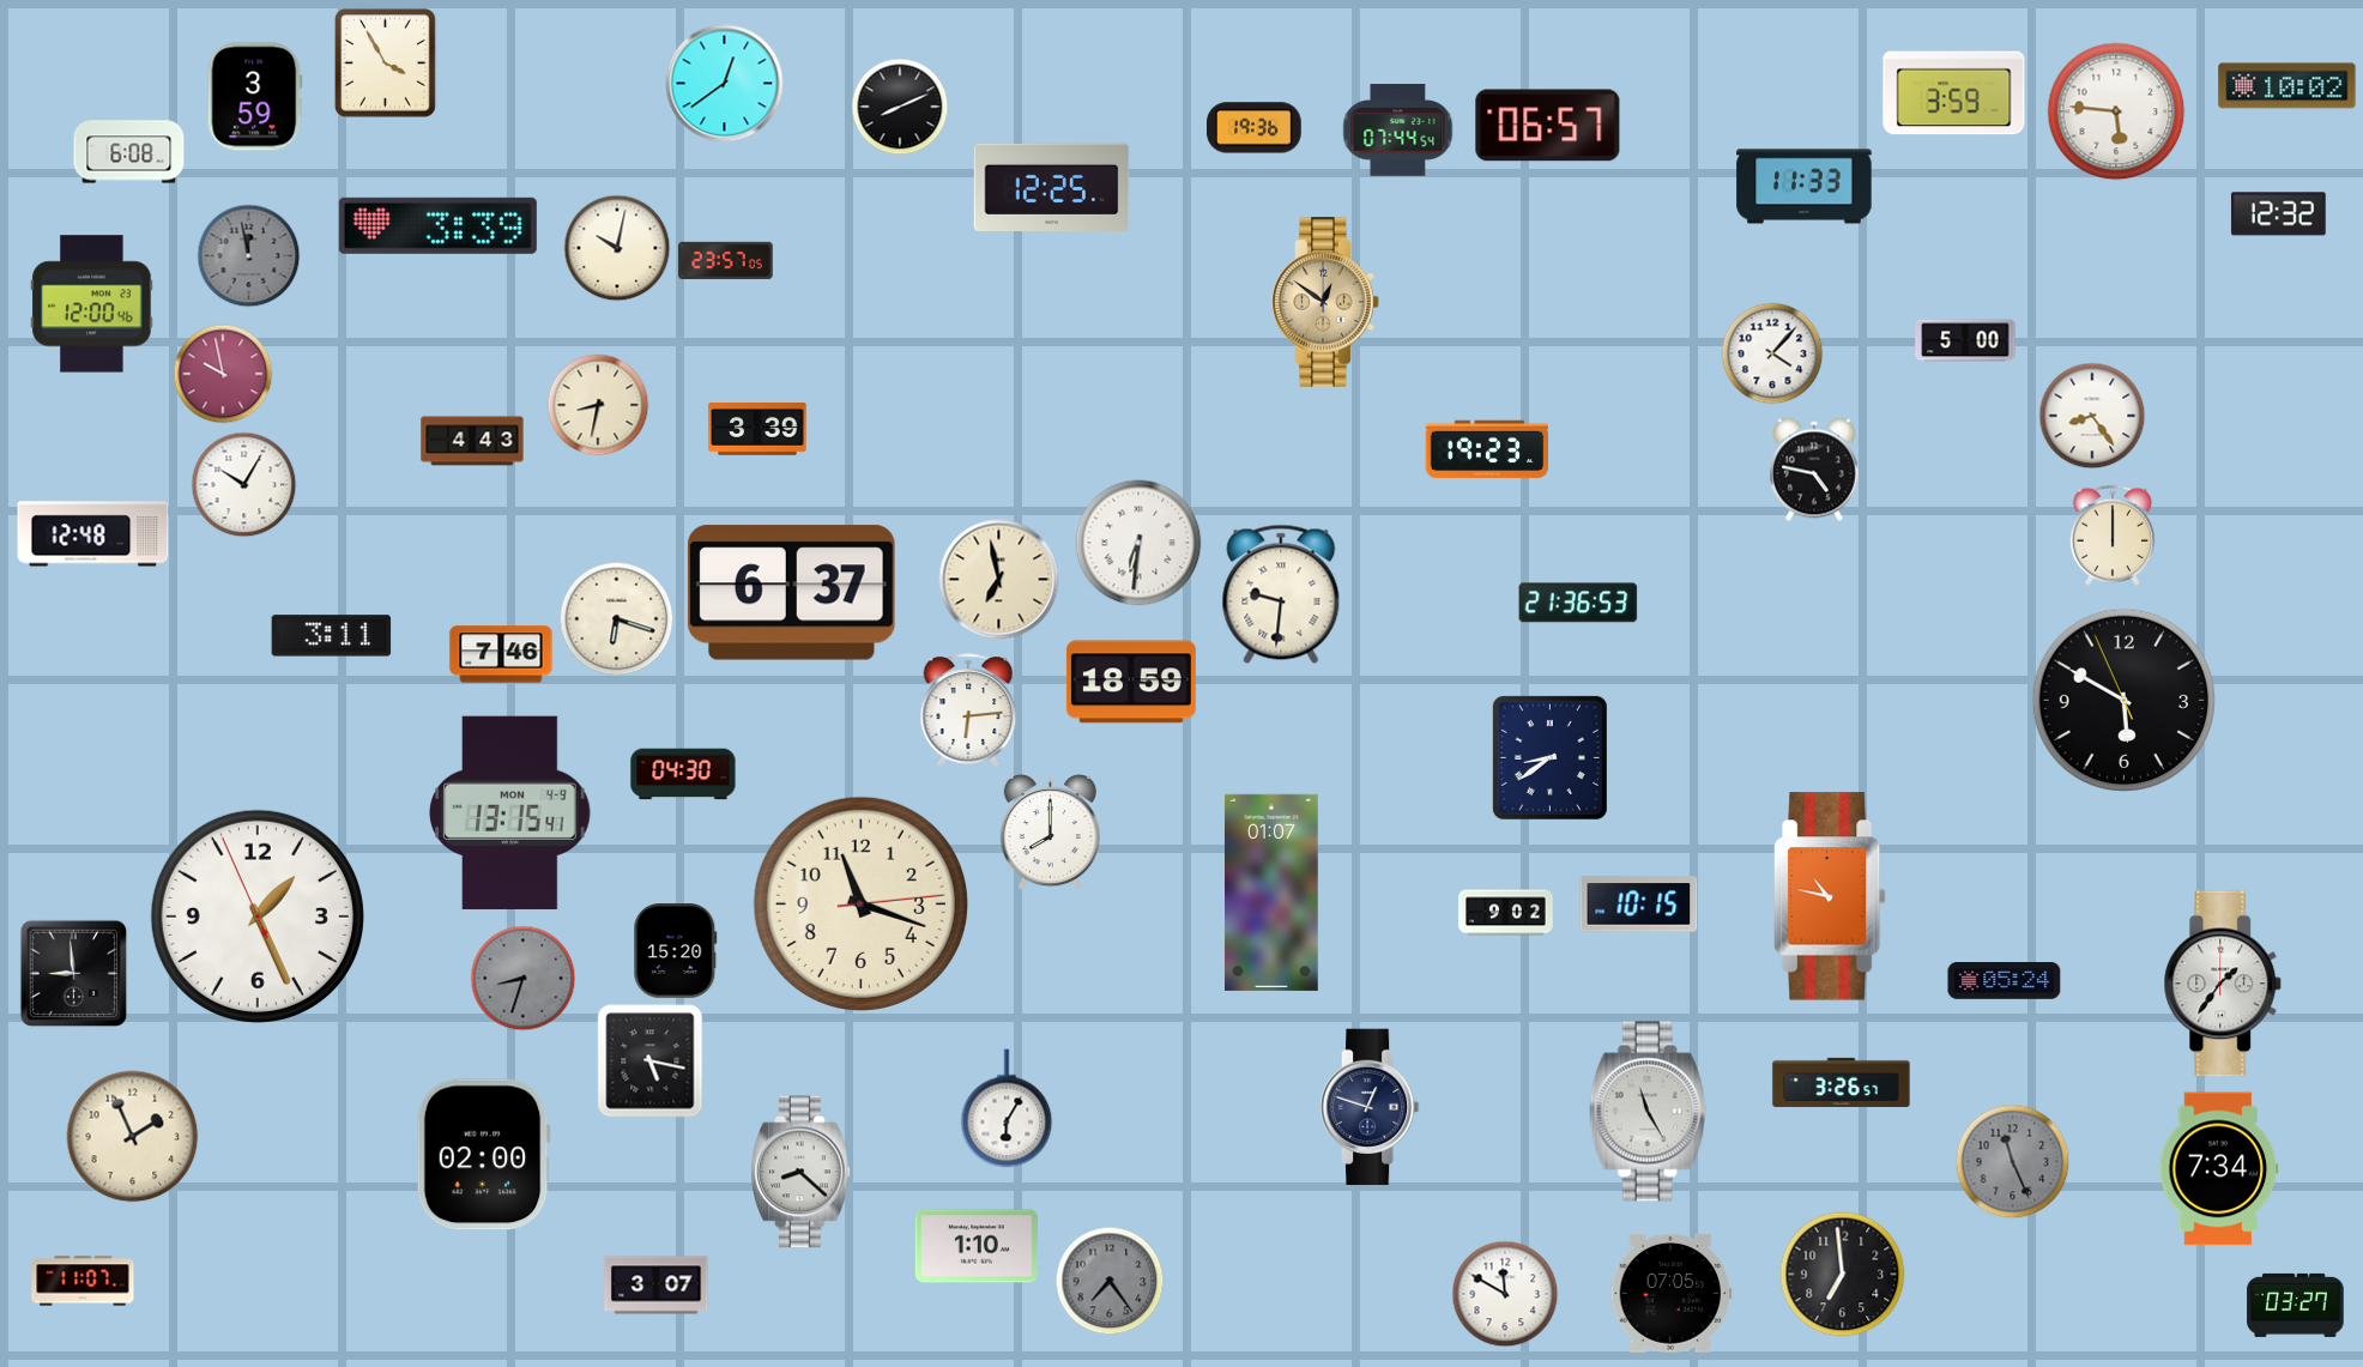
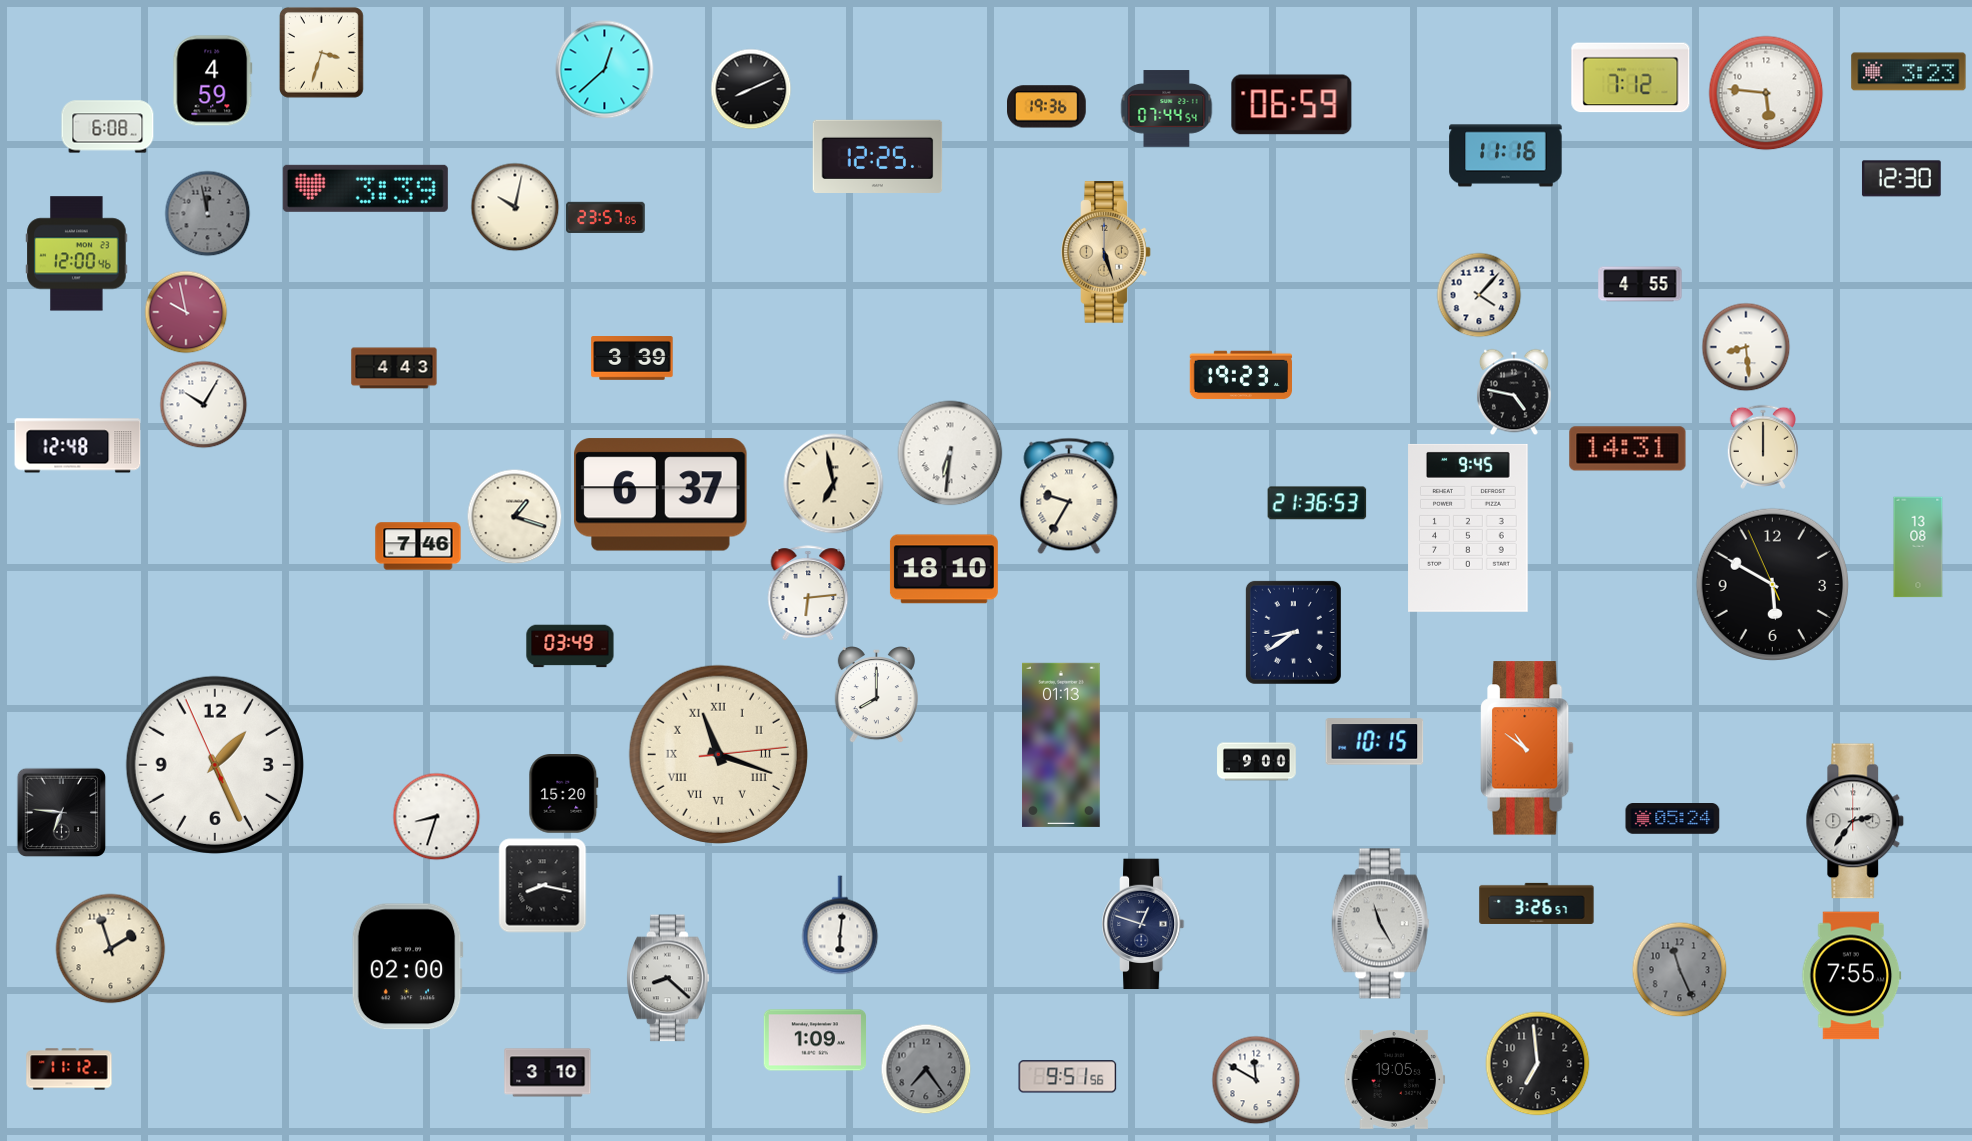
clock at (385, 62): 3:55 -> 3:33
clock at (725, 84): 12:39 -> 12:38
clock at (2288, 86): 10:02 -> 3:23
clock at (1954, 93): 3:59 -> 7:12
clock at (255, 97): 3:59 -> 4:59
clock at (1548, 126): 06:57 -> 06:59
clock at (1805, 187): 11:33 -> 11:16
clock at (2278, 214): 12:32 -> 12:30
clock at (1325, 302): 12:51 -> 5:27
clock at (1965, 340): 5:00 -> 4:55
clock at (598, 405): 8:32 -> none
clock at (2092, 416): 8:24 -> 8:29
clock at (1628, 449): none -> 14:31
clock at (1281, 594): 9:31 -> 9:35
clock at (617, 619): 6:18 -> 1:18
clock at (1468, 528): none -> 9:45
clock at (332, 636): 3:11 -> none
clock at (1918, 547): none -> 13:08
clock at (1131, 682): 18:59 -> 18:10
clock at (683, 774): 04:30 -> 03:49
clock at (510, 812): 13:15 -> none
clock at (1273, 893): 01:07 -> 01:13
clock at (1831, 896): 10:47 -> 10:51
clock at (860, 903) numerals: Arabic -> Roman
clock at (1639, 905) position: (1639, 905) -> (1375, 742)
clock at (1506, 913): 9:02 -> 9:00
clock at (74, 974): 8:59 -> 6:46
clock at (524, 979) dial: grey -> white
clock at (2223, 984): 1:36 -> 2:36
clock at (651, 1061): 5:17 -> 8:17
clock at (1007, 1108): 6:05 -> 6:01
clock at (1648, 1112) position: (1648, 1112) -> (1380, 924)
clock at (133, 1137): 1:56 -> 1:57
clock at (483, 1155) position: (483, 1155) -> (407, 967)
clock at (2219, 1169): 7:34 -> 7:55
clock at (975, 1246): 1:10 -> 1:09
clock at (83, 1281): 11:07 -> 11:12
clock at (657, 1286): 3:07 -> 3:10
clock at (1068, 1077): none -> 9:51
clock at (1672, 1294): 07:05 -> 19:05
clock at (2296, 1305): 03:27 -> none
